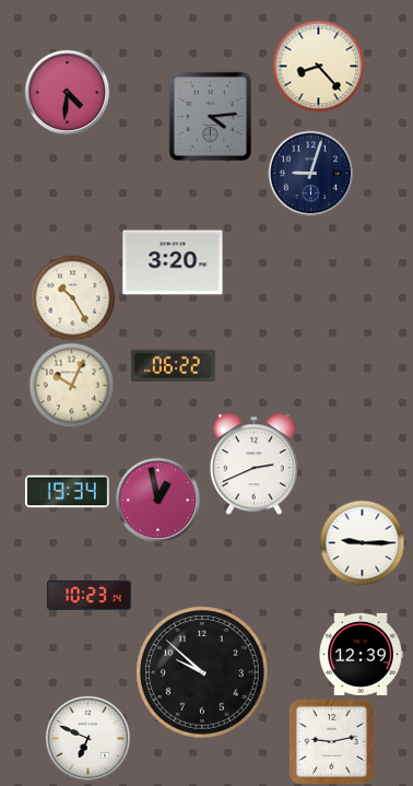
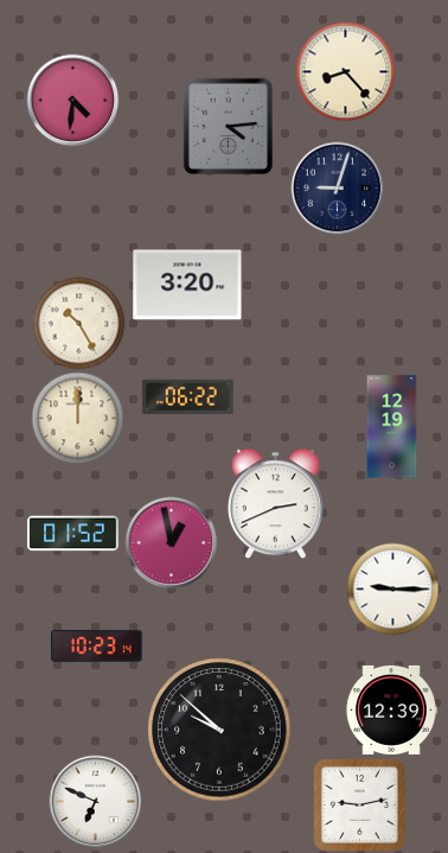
clock at (71, 385): 10:04 -> 12:00
clock at (392, 427): none -> 12:19
clock at (67, 492): 19:34 -> 01:52
